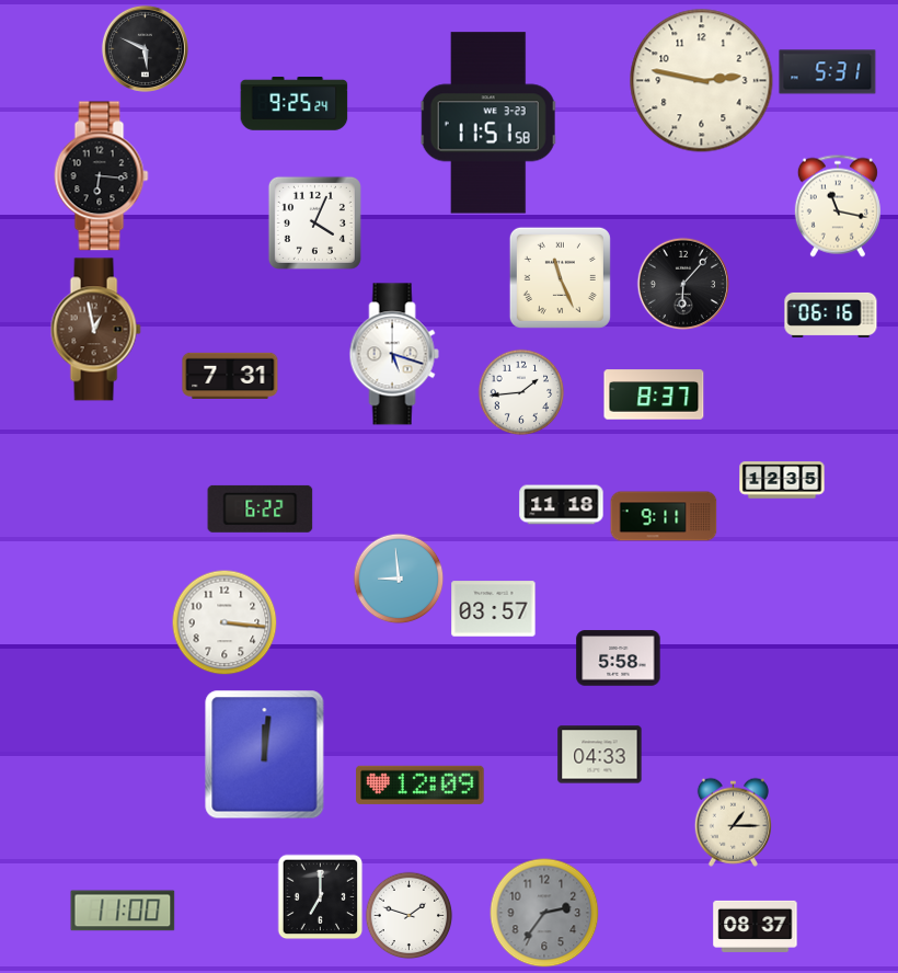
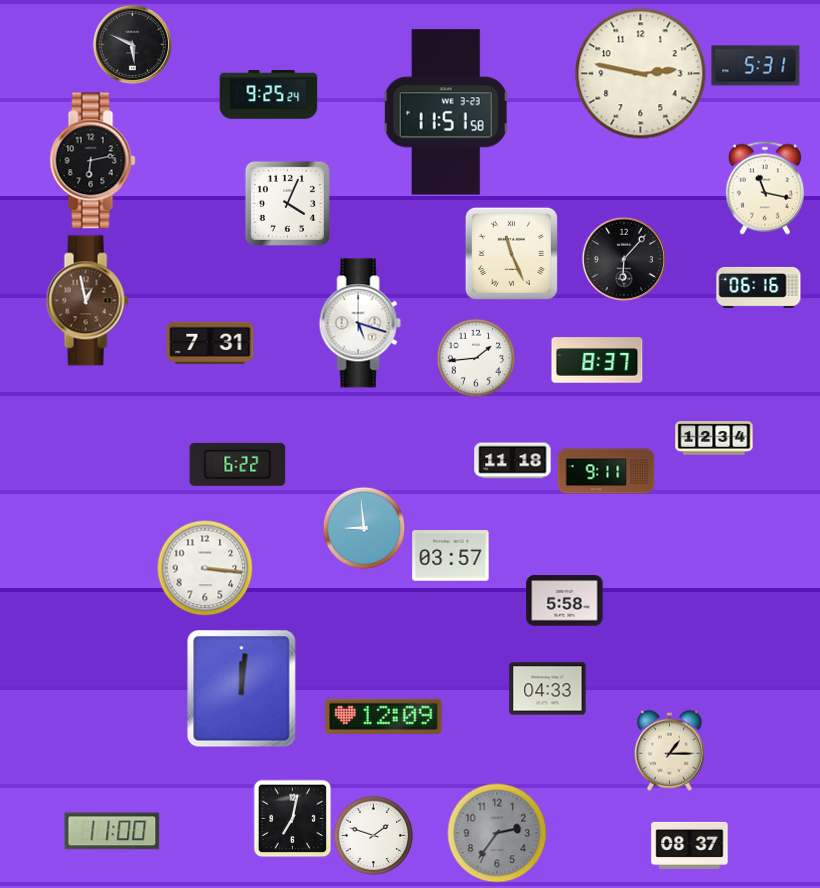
clock at (102, 176): 6:16 -> 6:13
clock at (782, 480): 12:35 -> 12:34
clock at (320, 896): 7:00 -> 7:02
